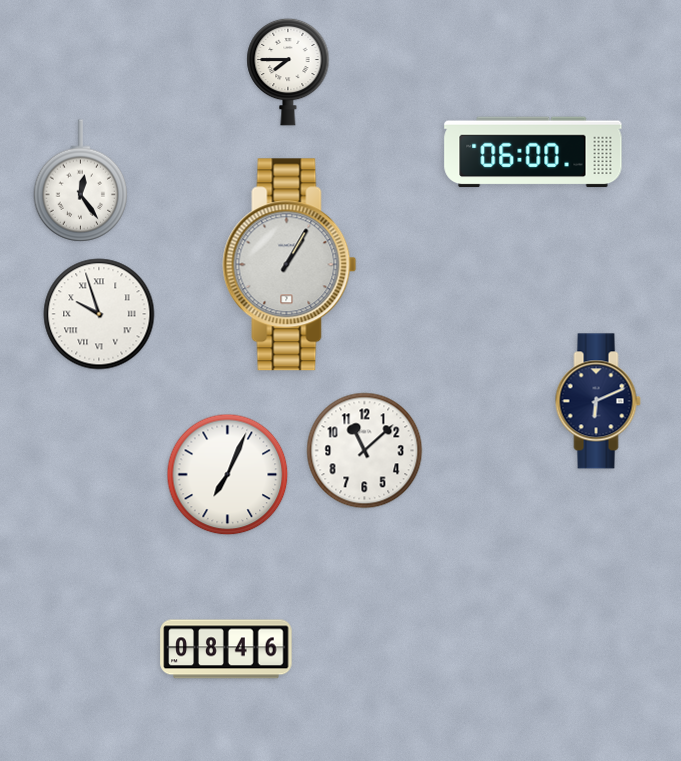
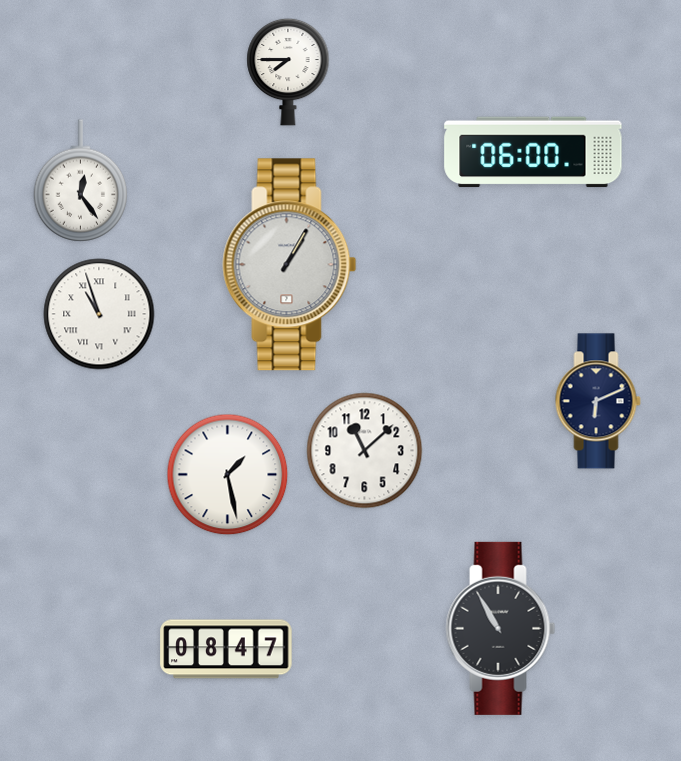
clock at (99, 314): 9:57 -> 10:57
clock at (228, 475): 7:04 -> 1:28
clock at (501, 628): none -> 10:55
clock at (226, 649): 08:46 -> 08:47
